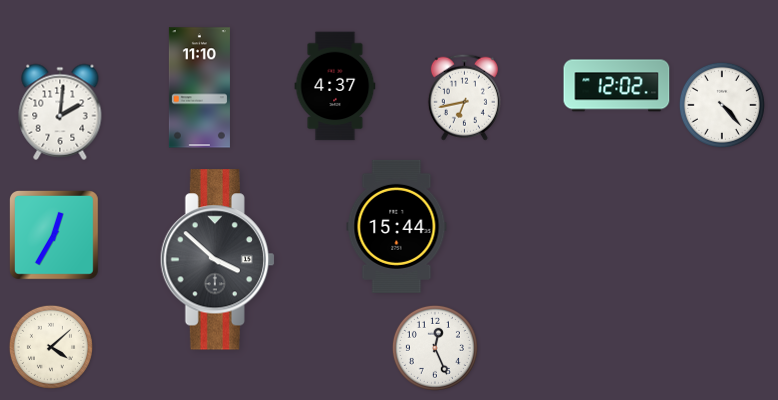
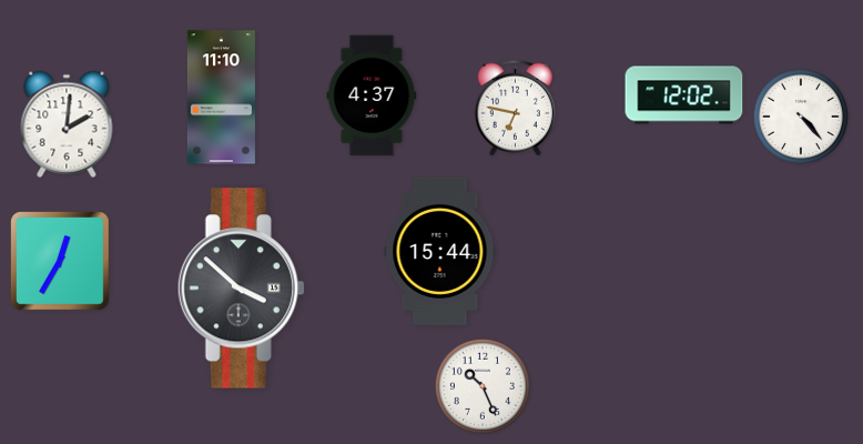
clock at (464, 97): 6:43 -> 6:47
clock at (51, 347): 4:08 -> none
clock at (435, 348): 12:26 -> 10:26
